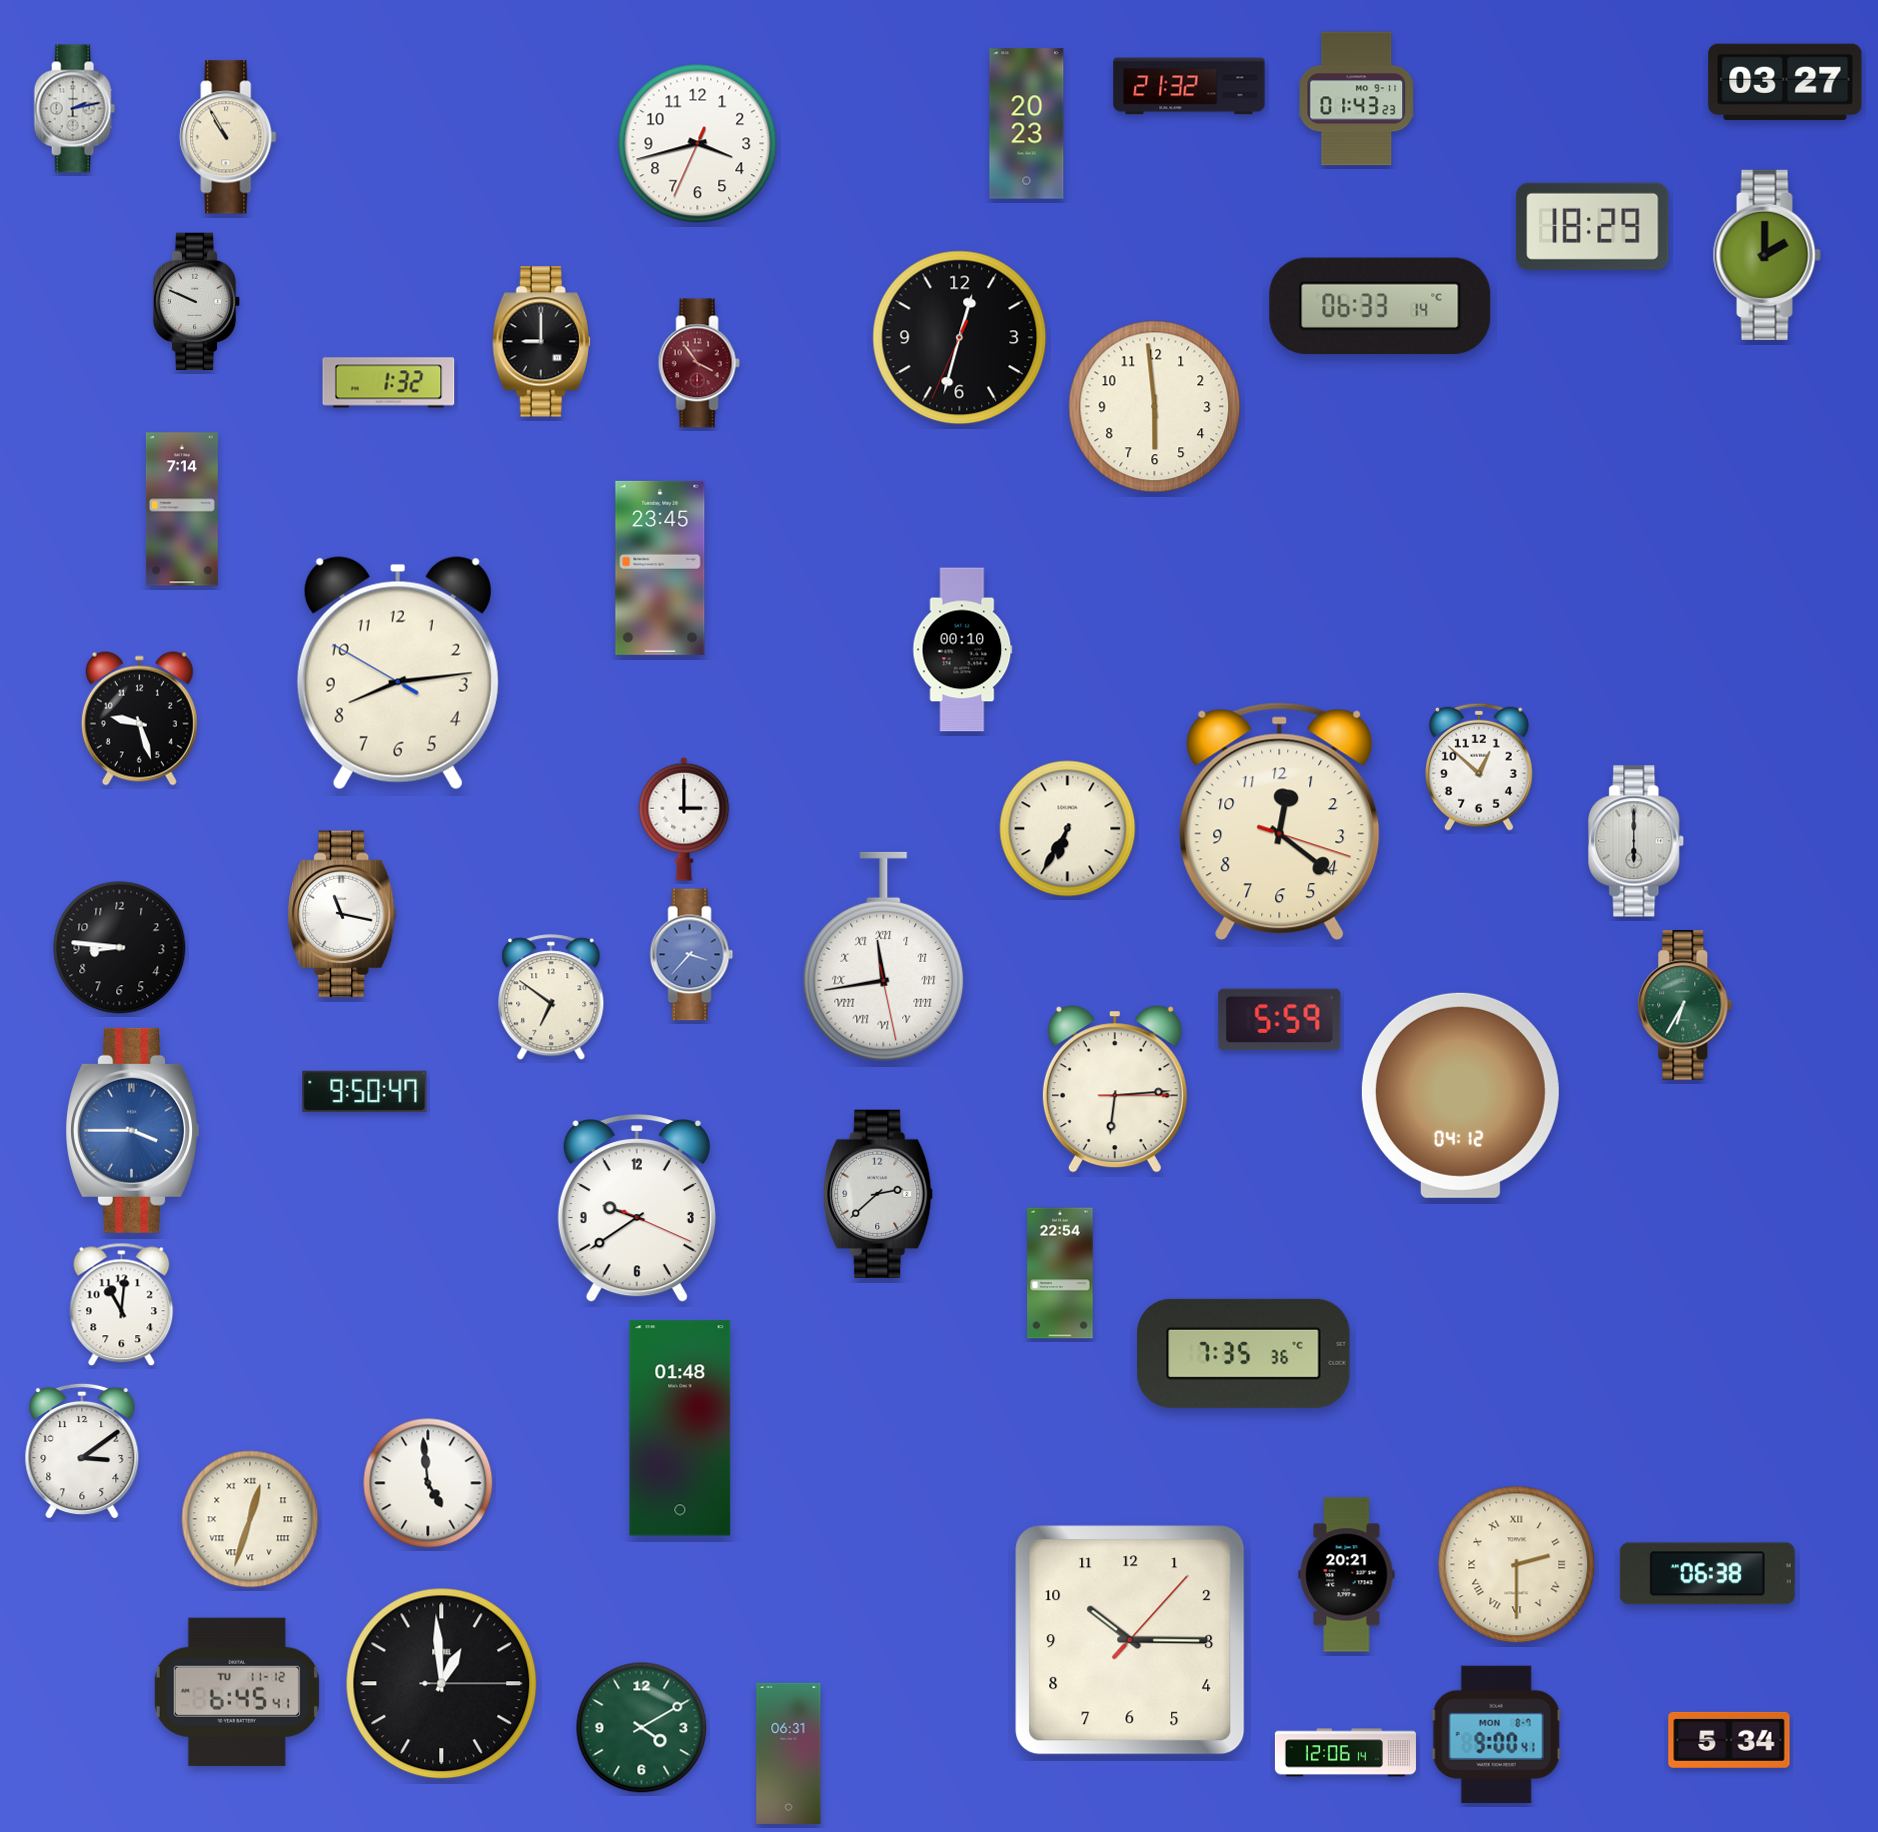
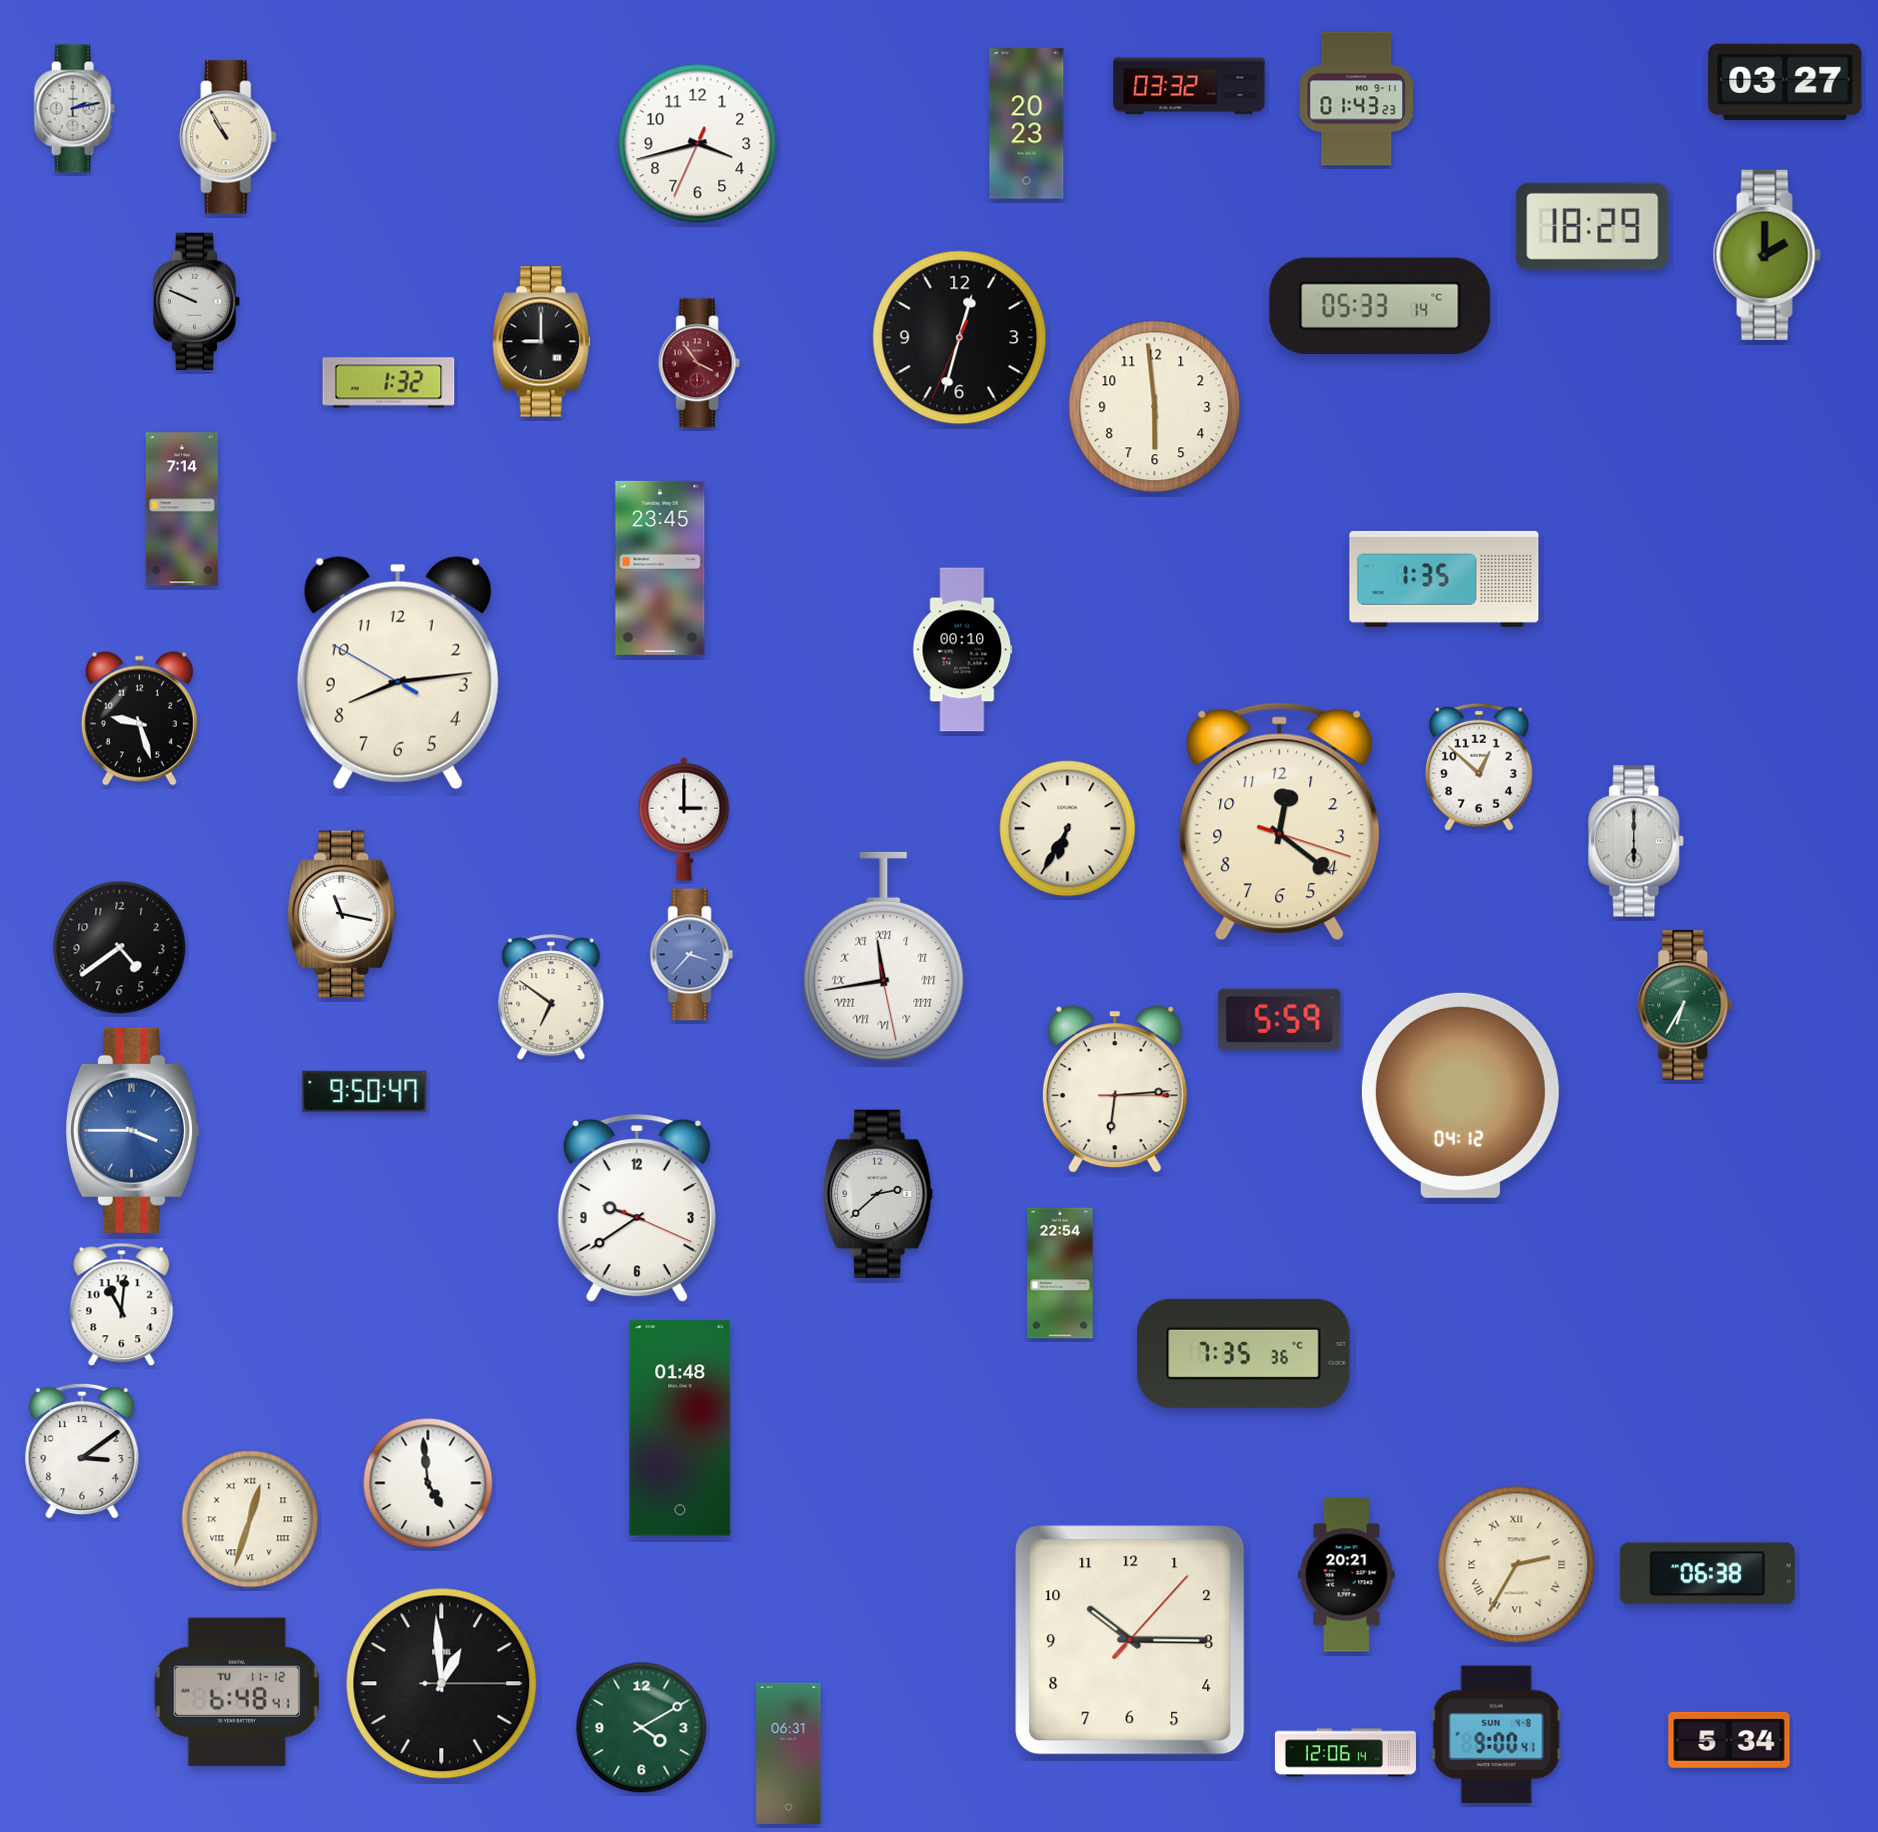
clock at (1189, 86): 21:32 -> 03:32
clock at (1380, 306): 06:33 -> 05:33
clock at (1444, 579): none -> 1:35
clock at (120, 948): 8:46 -> 4:39
clock at (1517, 1565): 2:30 -> 2:35
clock at (237, 1692): 6:45 -> 6:48
clock at (1496, 1734) date: MON 8-7 -> SUN 4-8
